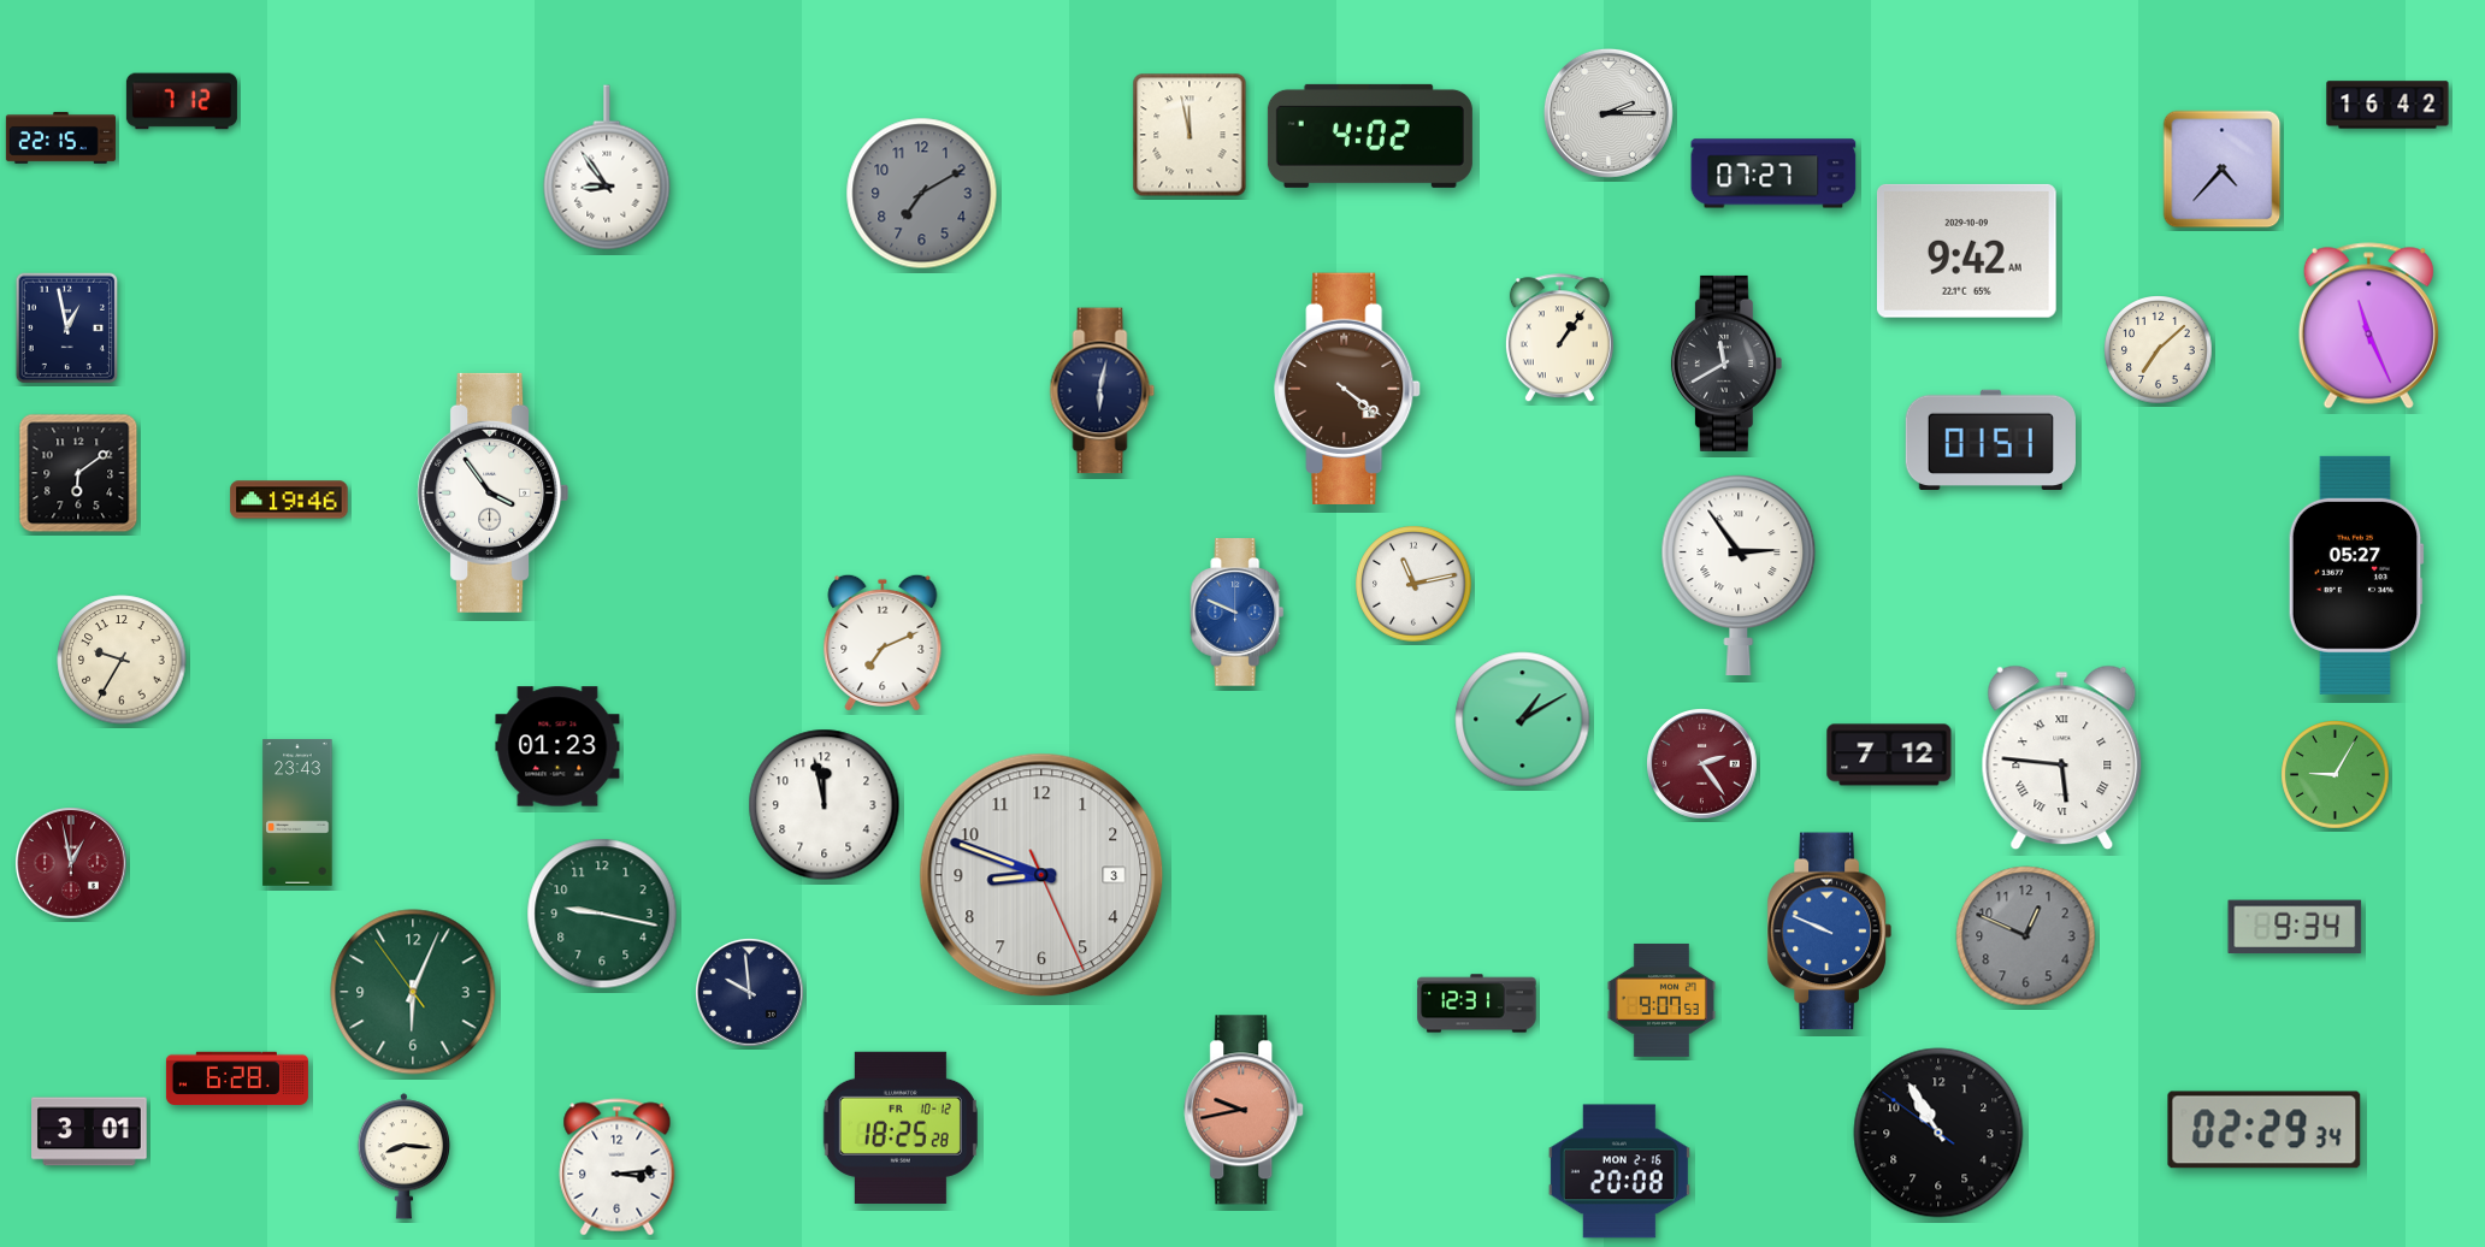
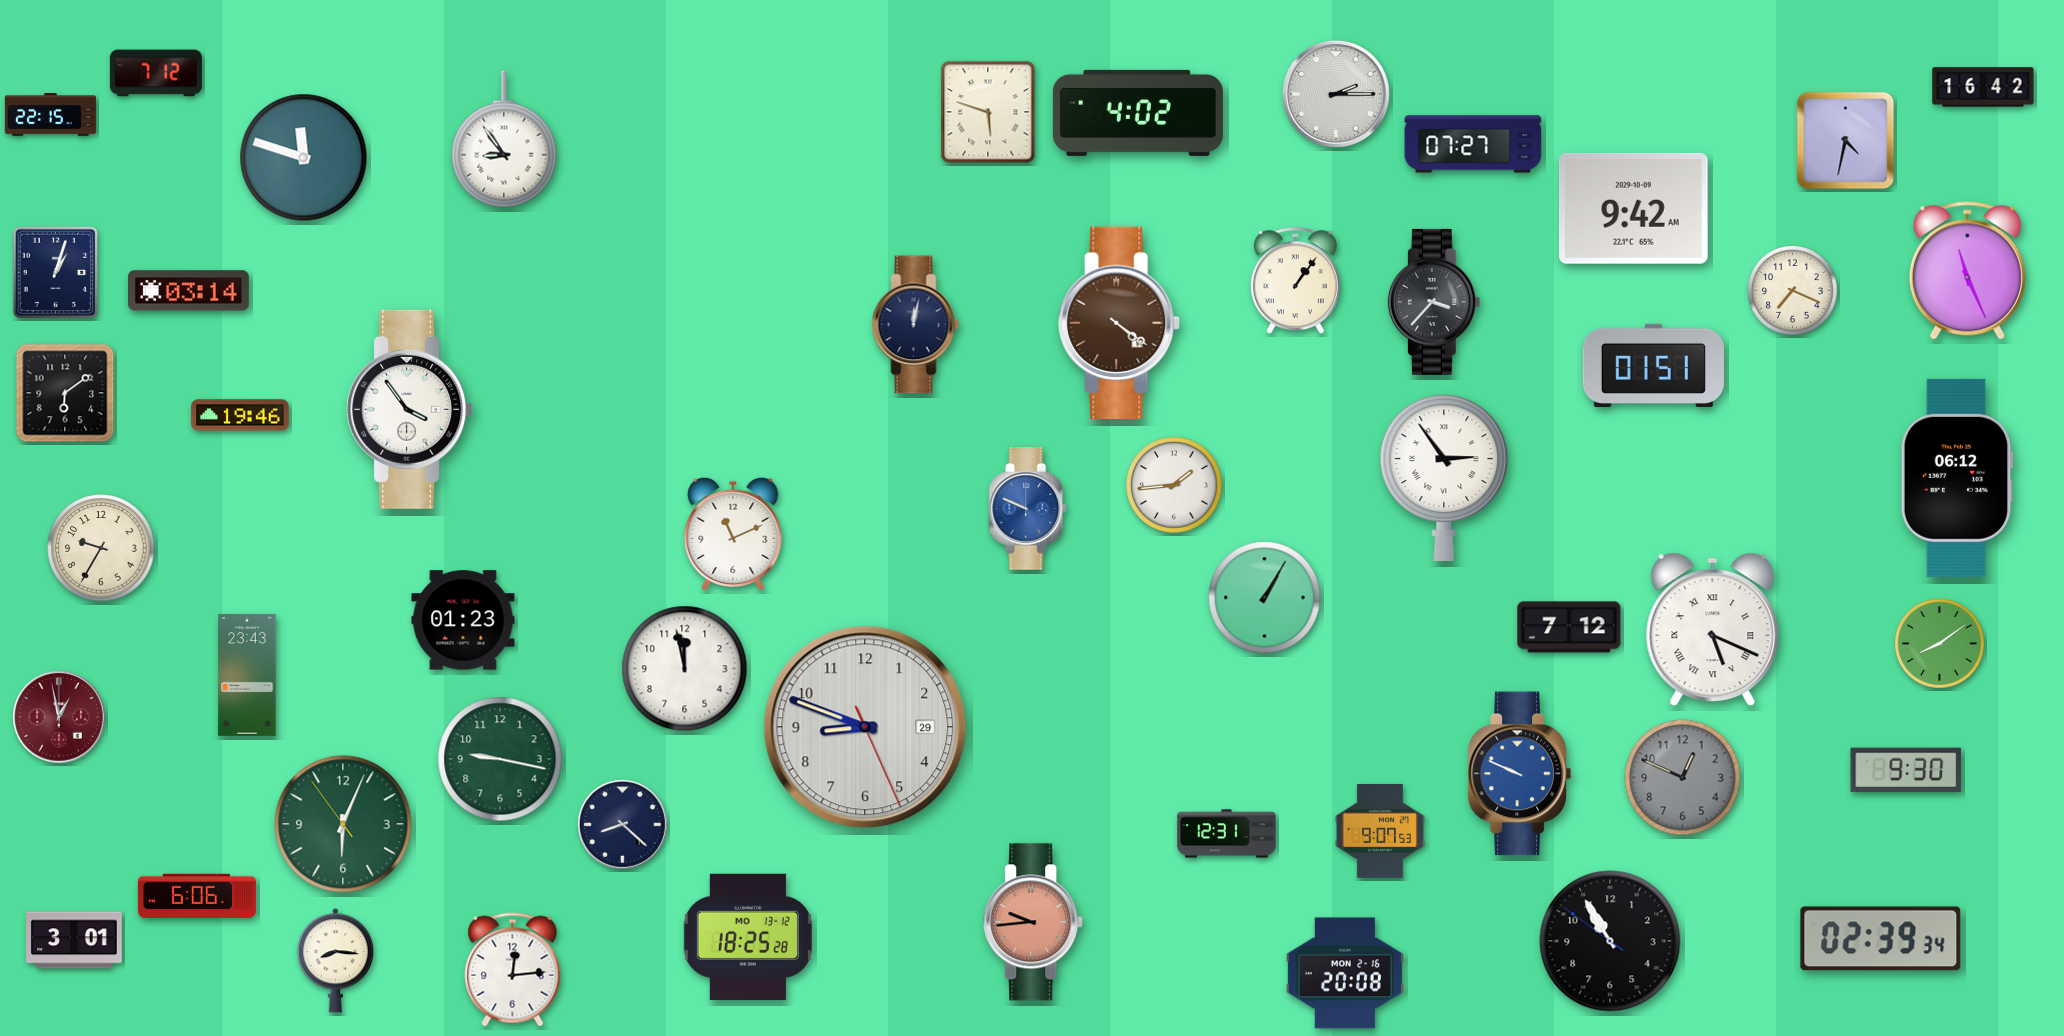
clock at (182, 101) position: (182, 101) -> (156, 73)
clock at (1190, 135): 11:58 -> 5:48
clock at (2223, 170): 4:37 -> 4:32
clock at (304, 158): none -> 11:48
clock at (922, 194): 7:10 -> none
clock at (67, 329): 12:58 -> 1:03
clock at (188, 291): none -> 03:14
clock at (2159, 350): 7:08 -> 7:19
clock at (1726, 364): 11:40 -> 3:37
clock at (1103, 391): 6:02 -> 12:02
clock at (2356, 575): 05:27 -> 06:12
clock at (1413, 584): 11:13 -> 1:44
clock at (883, 642): 7:11 -> 11:11
clock at (1523, 720): 1:10 -> 1:05
clock at (2062, 758): 5:46 -> 5:19
clock at (1702, 764): 2:24 -> none
clock at (2336, 775): 9:05 -> 8:09
clock at (1041, 875) date: 3 -> 29
clock at (2295, 927): 9:34 -> 9:30
clock at (750, 993): 9:59 -> 8:22
clock at (237, 1077): 6:28 -> 6:06
clock at (1245, 1110): 9:43 -> 9:44
clock at (901, 1128) date: FR 10-12 -> MO 13-12
clock at (2265, 1130): 02:29 -> 02:39
clock at (618, 1168): 3:14 -> 12:14
